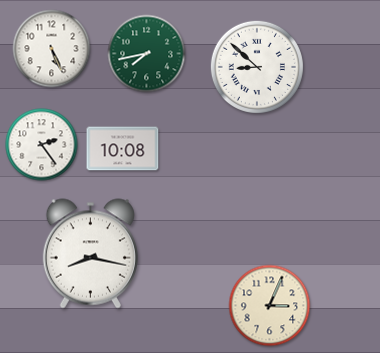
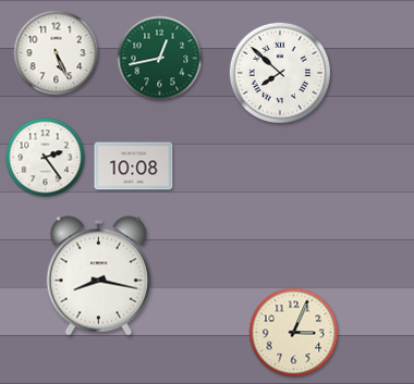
clock at (147, 54): 7:43 -> 12:43
clock at (257, 67): 8:52 -> 7:52
clock at (123, 149) position: (123, 149) -> (134, 166)
